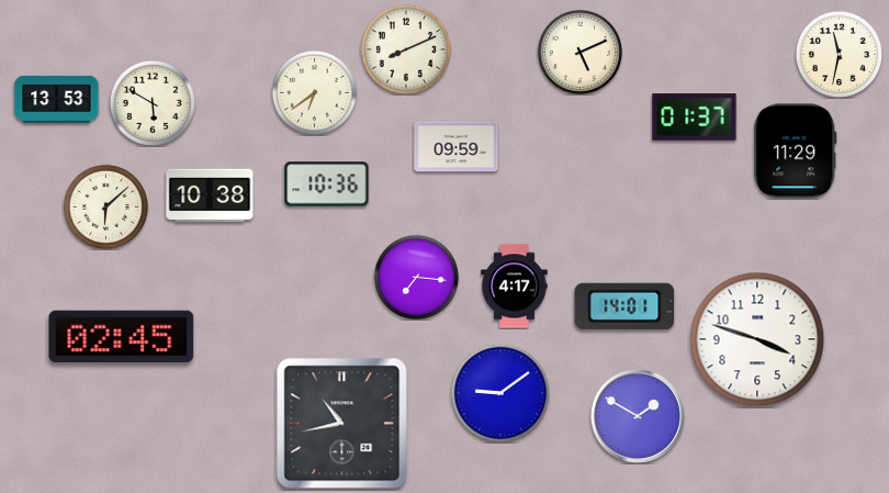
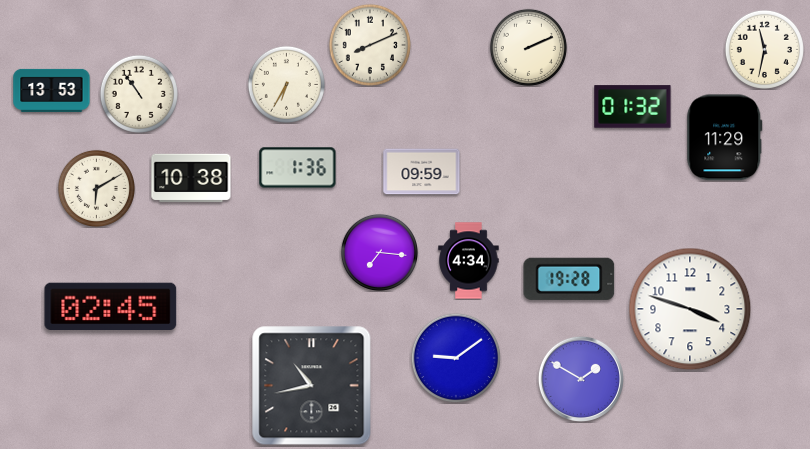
clock at (579, 52): 5:11 -> 2:11
clock at (314, 92): 6:39 -> 6:35
clock at (153, 103): 5:50 -> 10:54
clock at (695, 117): 01:37 -> 01:32
clock at (457, 147) position: (457, 147) -> (422, 172)
clock at (327, 184): 10:36 -> 1:36
clock at (105, 206): 6:08 -> 6:10
clock at (515, 287): 4:17 -> 4:34
clock at (624, 306): 14:01 -> 19:28
